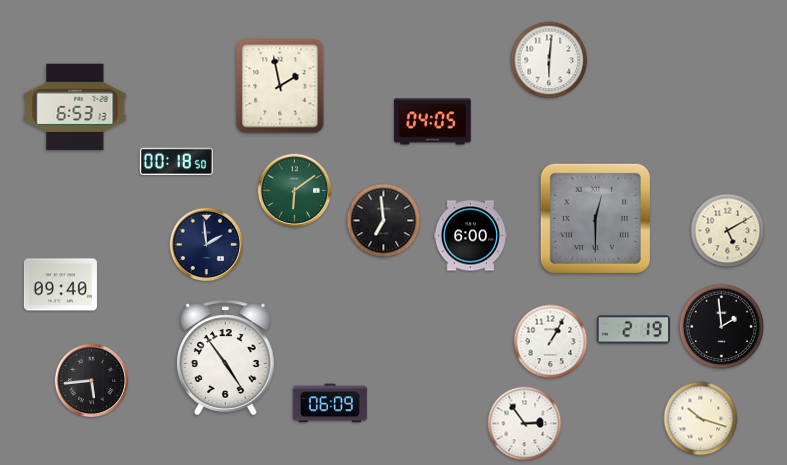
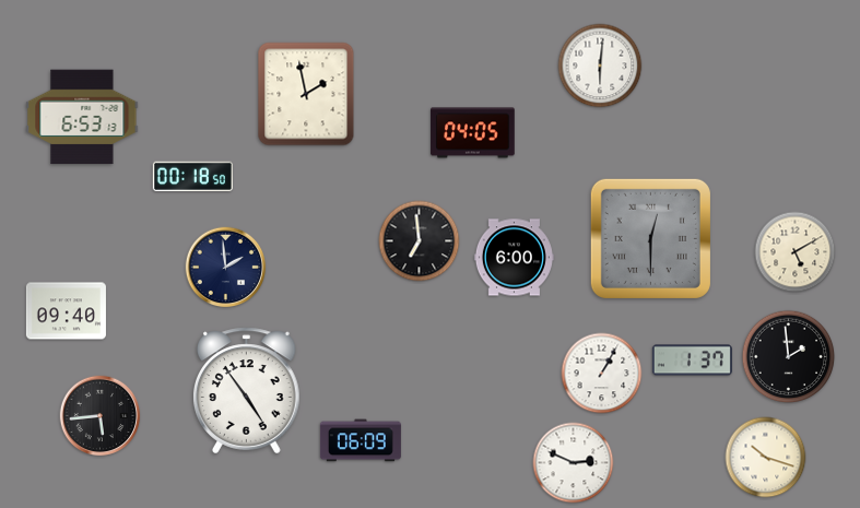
clock at (295, 191): 6:09 -> none
clock at (633, 330): 2:19 -> 1:37
clock at (525, 424): 2:54 -> 2:49
